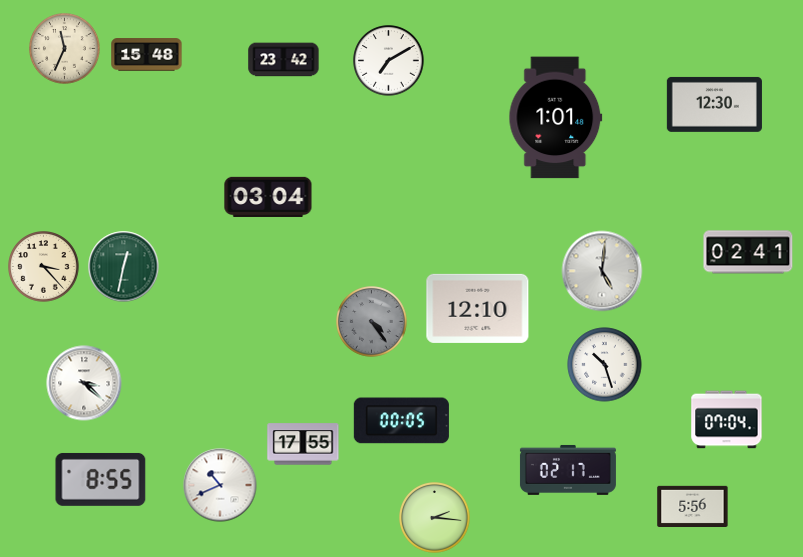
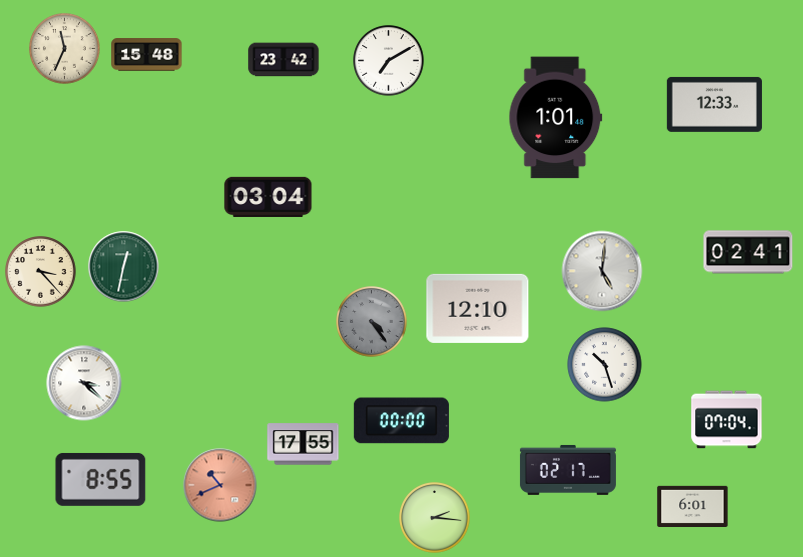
clock at (714, 104): 12:30 -> 12:33
clock at (44, 267) position: (44, 267) -> (41, 272)
clock at (401, 421): 00:05 -> 00:00
clock at (220, 485) dial: white -> salmon
clock at (693, 506): 5:56 -> 6:01
